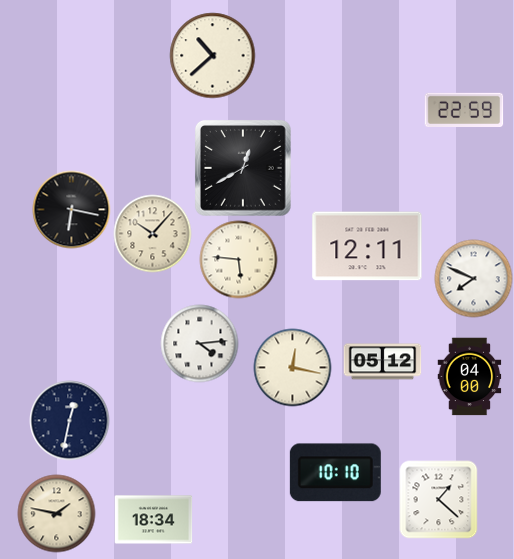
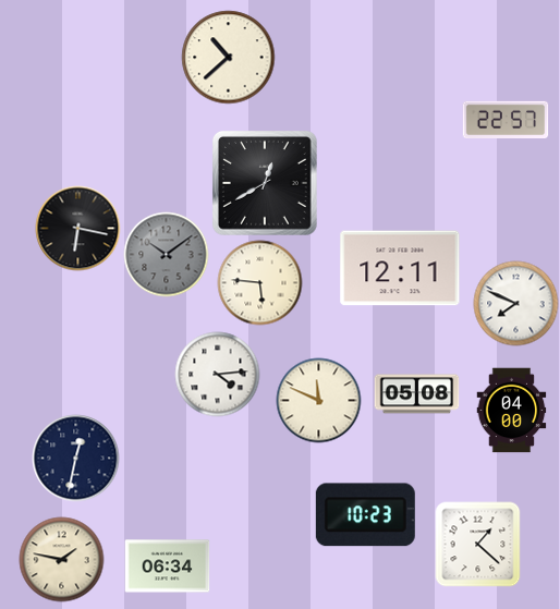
clock at (212, 55) position: (212, 55) -> (228, 57)
clock at (464, 110): 22:59 -> 22:57
clock at (152, 233): 10:07 -> 10:09
clock at (152, 233) dial: cream -> grey
clock at (382, 362): 05:12 -> 05:08
clock at (292, 367): 12:17 -> 11:49
clock at (335, 473): 10:10 -> 10:23
clock at (153, 520): 18:34 -> 06:34
